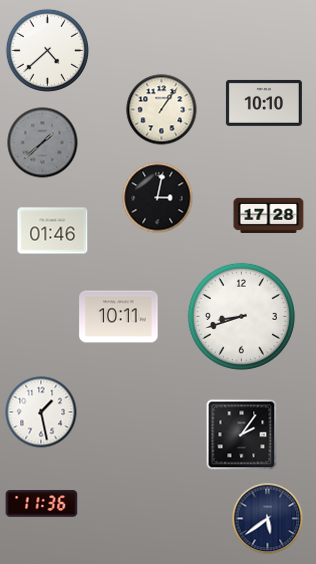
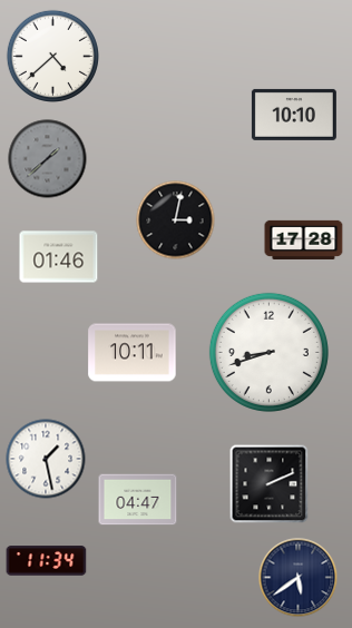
clock at (162, 110): 1:06 -> none
clock at (269, 215) position: (269, 215) -> (304, 239)
clock at (242, 435): 2:06 -> 2:11
clock at (138, 500): none -> 04:47
clock at (42, 504): 11:36 -> 11:34
